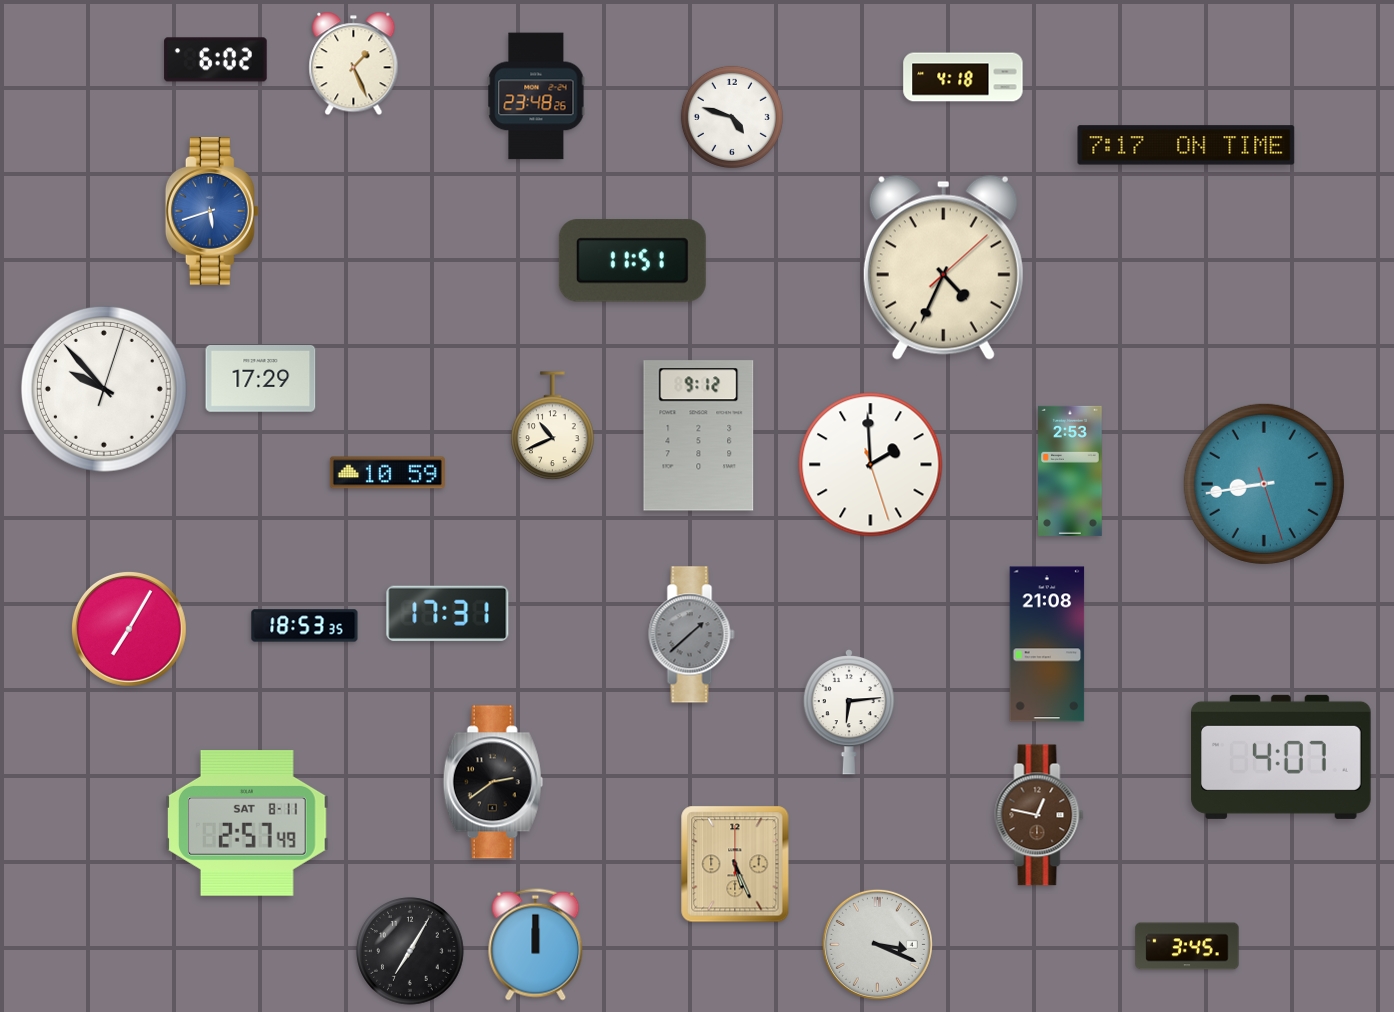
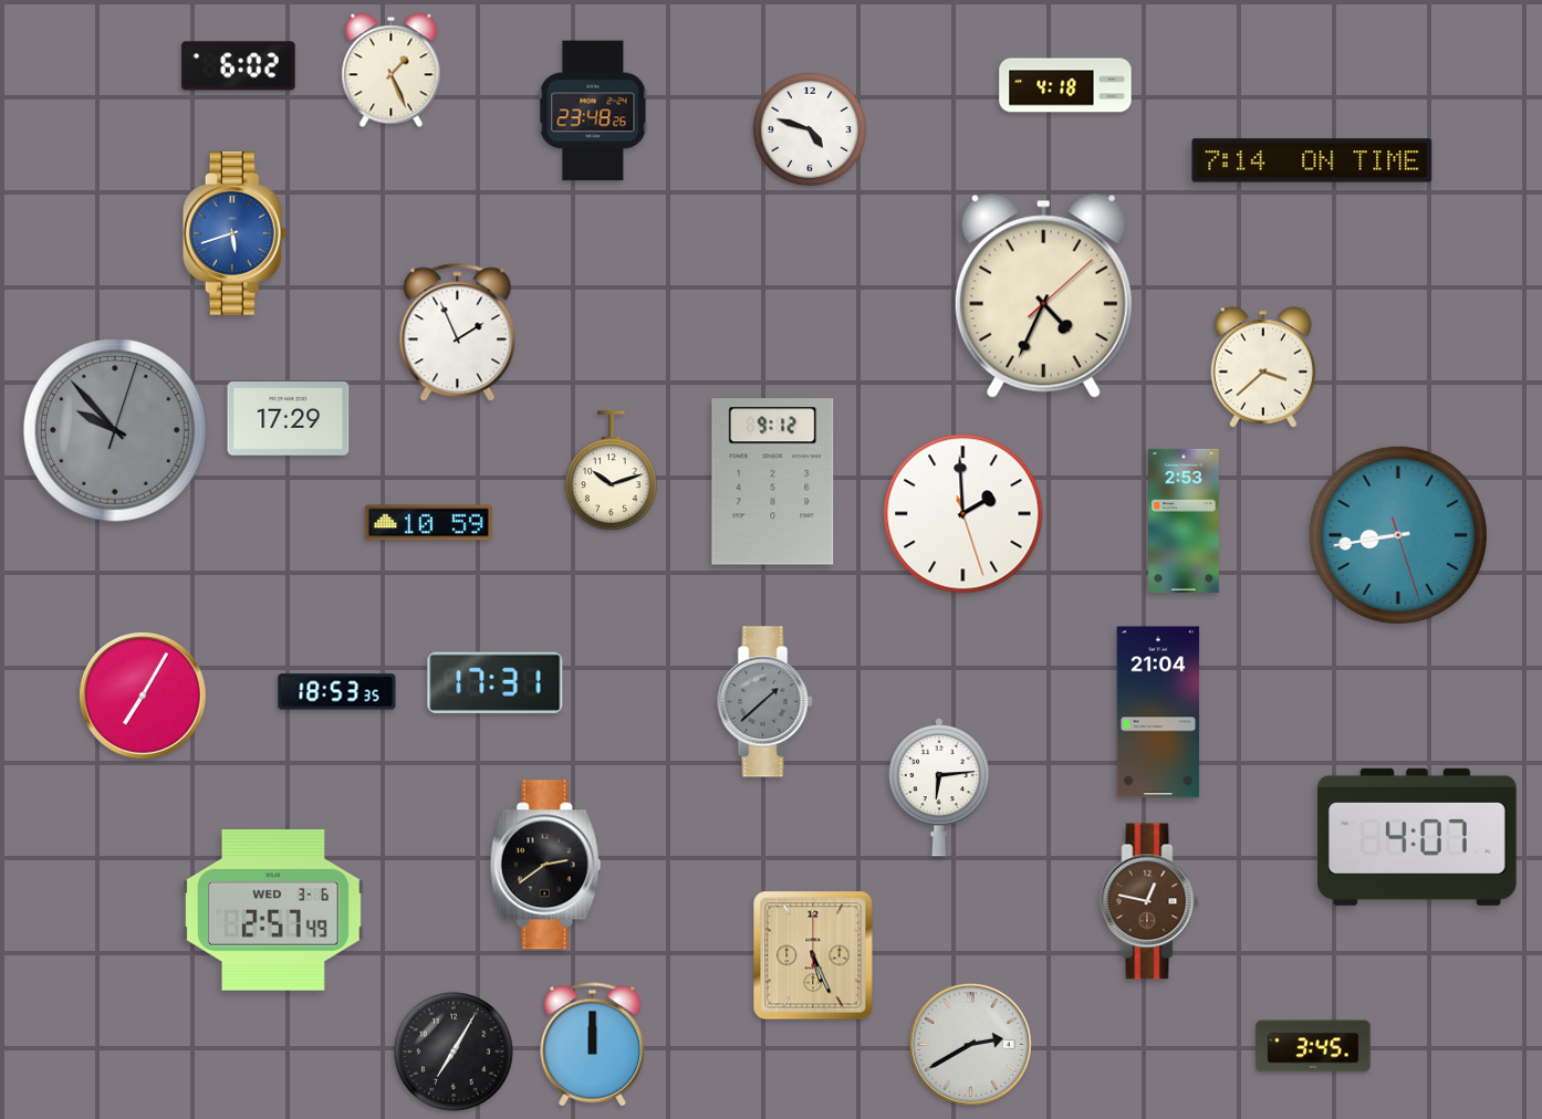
clock at (536, 96) position: (536, 96) -> (593, 111)
clock at (1186, 145): 7:17 -> 7:14
clock at (632, 261): 11:51 -> none
clock at (458, 333): none -> 1:56
clock at (1263, 367): none -> 3:38
clock at (104, 389) dial: white -> grey
clock at (553, 426): 10:41 -> 10:12
clock at (448, 613) position: (448, 613) -> (496, 682)
clock at (1047, 644): 21:08 -> 21:04
clock at (248, 824) date: SAT 8-11 -> WED 3-6
clock at (877, 944): 3:19 -> 2:40
